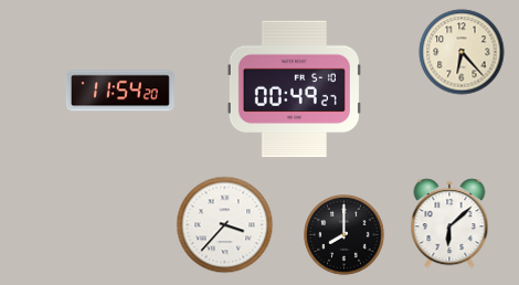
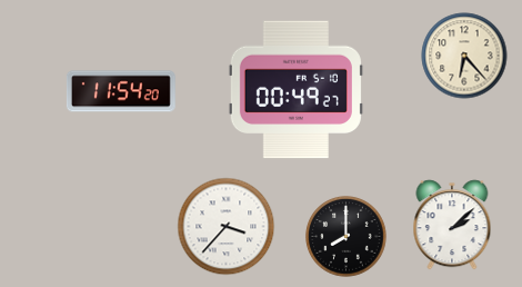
clock at (462, 52) position: (462, 52) -> (464, 56)
clock at (449, 223): 6:08 -> 2:08
